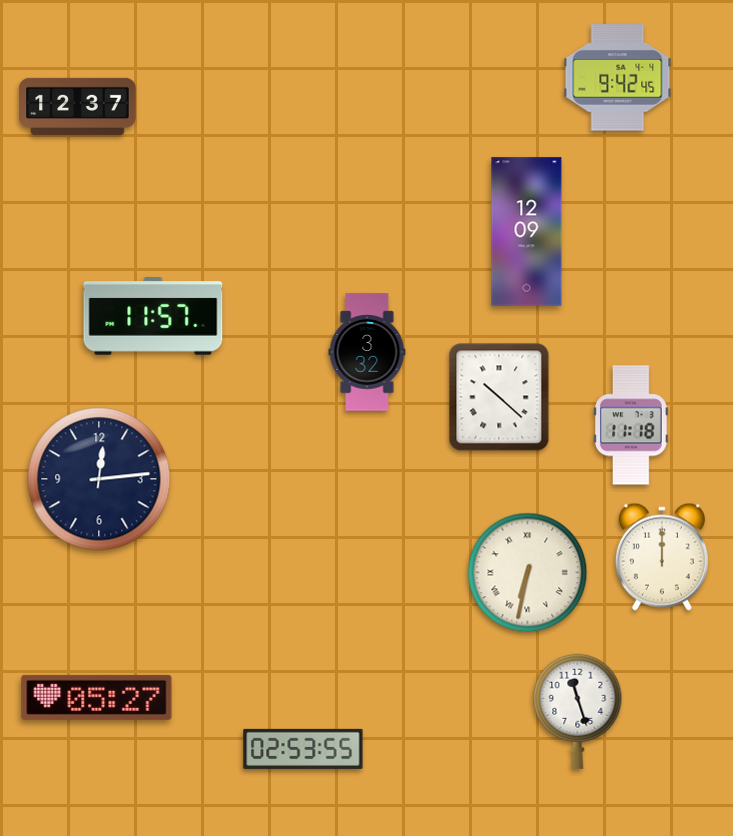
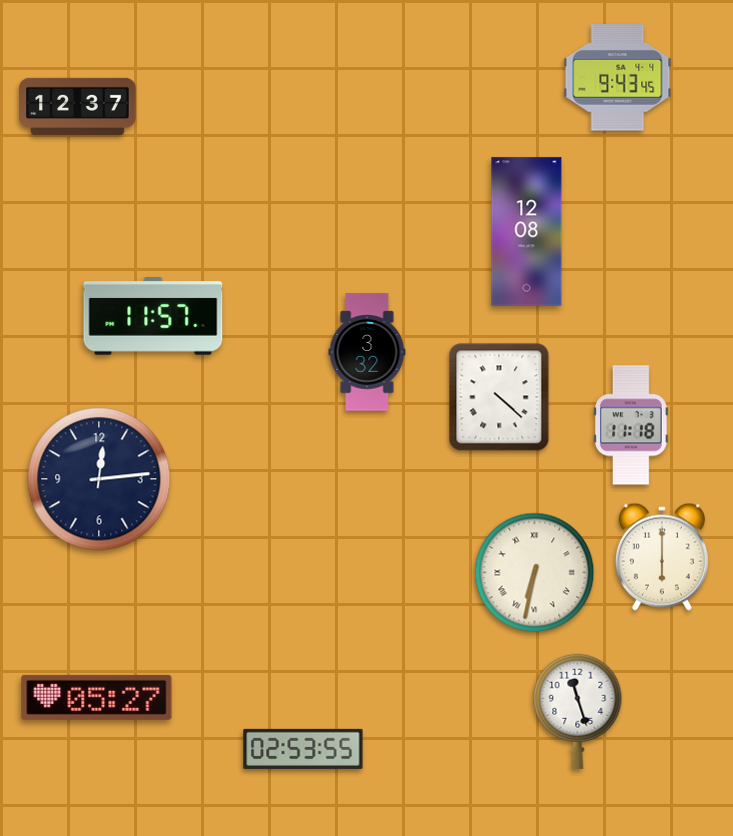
clock at (618, 78): 9:42 -> 9:43
clock at (527, 232): 12:09 -> 12:08
clock at (499, 397): 10:22 -> 4:22
clock at (662, 557): 12:00 -> 6:00
clock at (528, 573) position: (528, 573) -> (535, 573)
